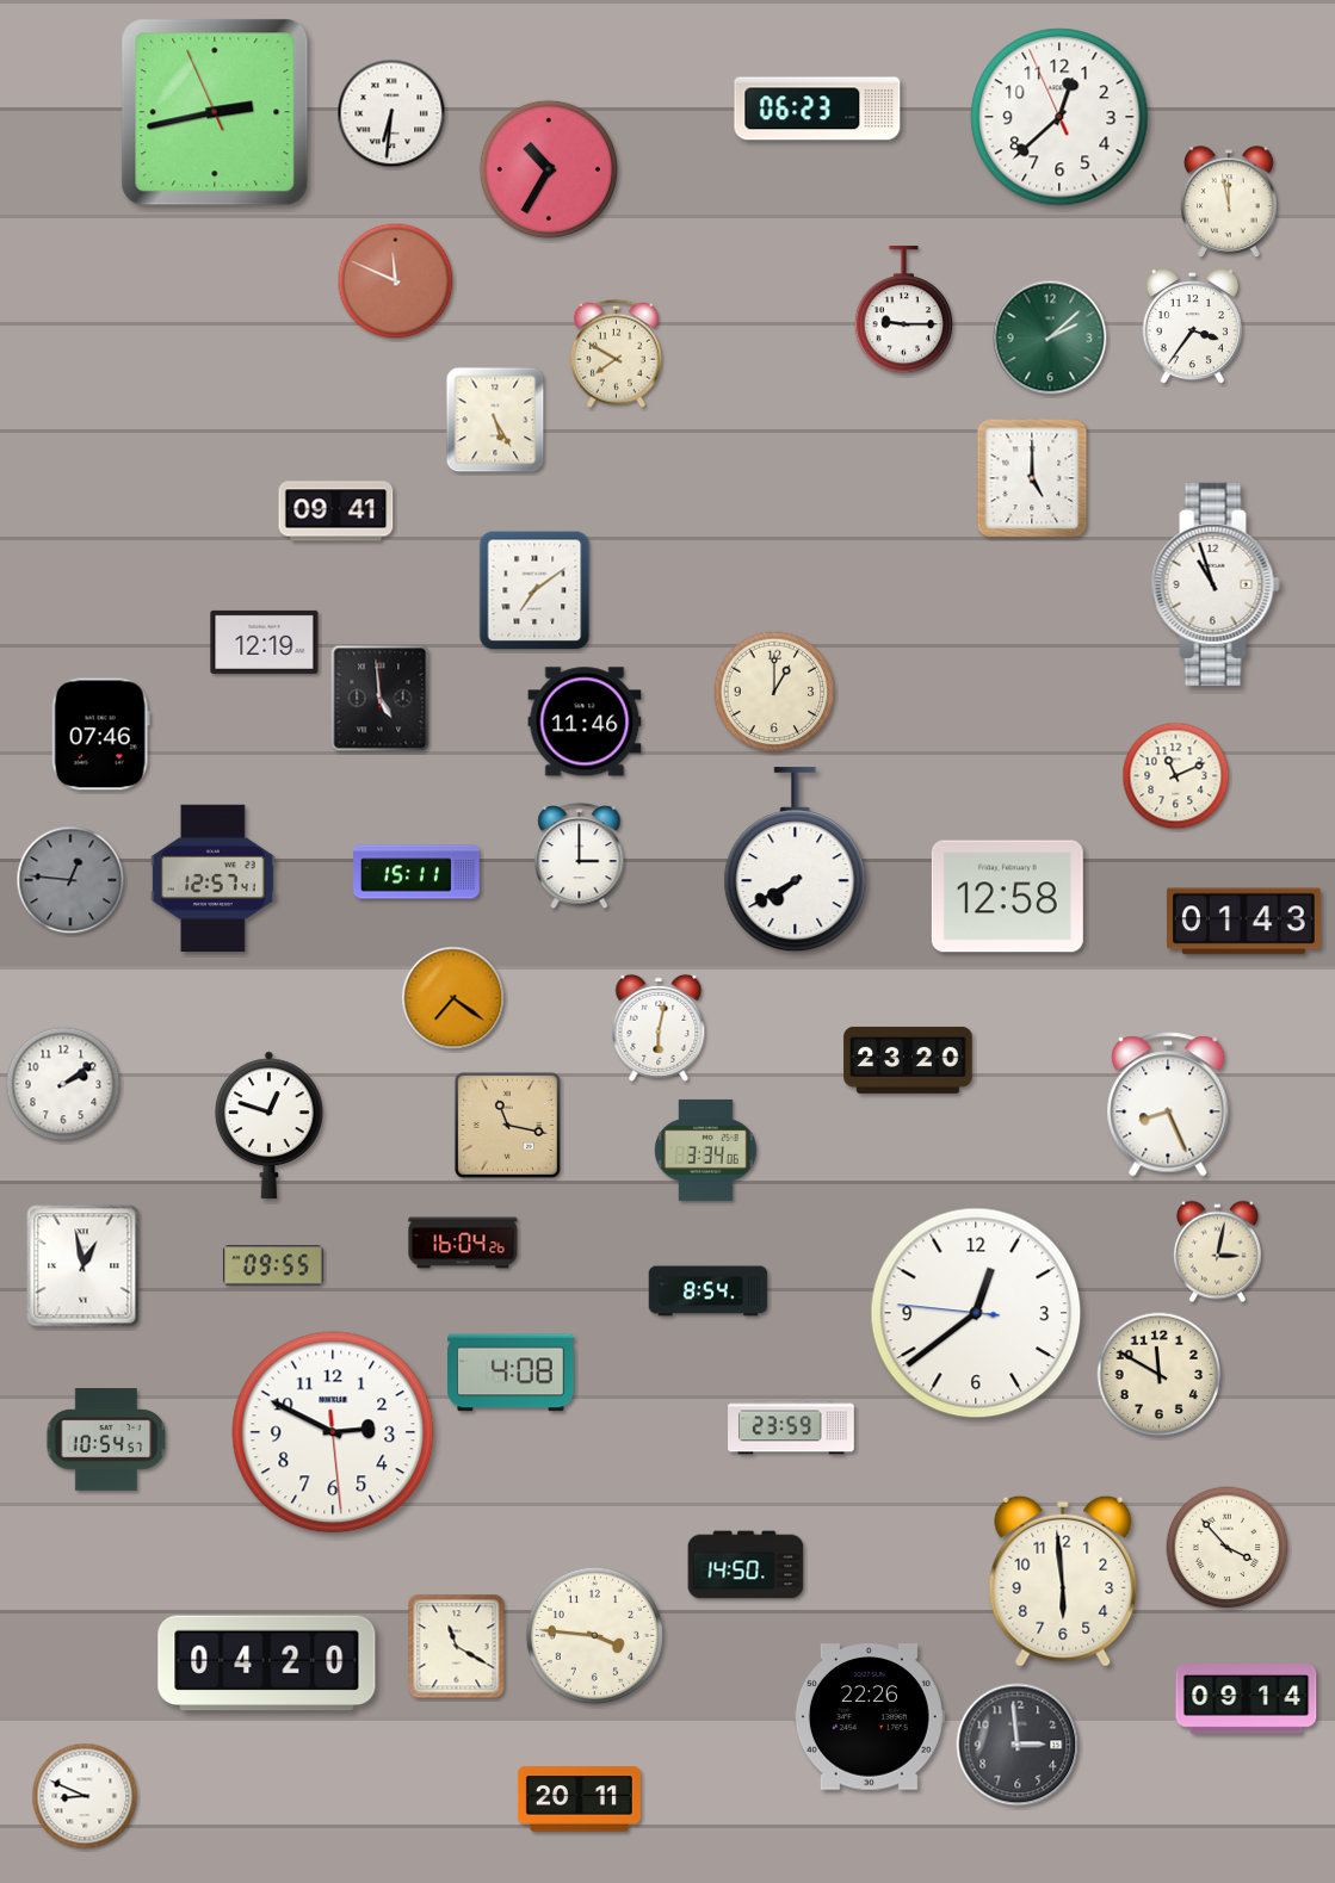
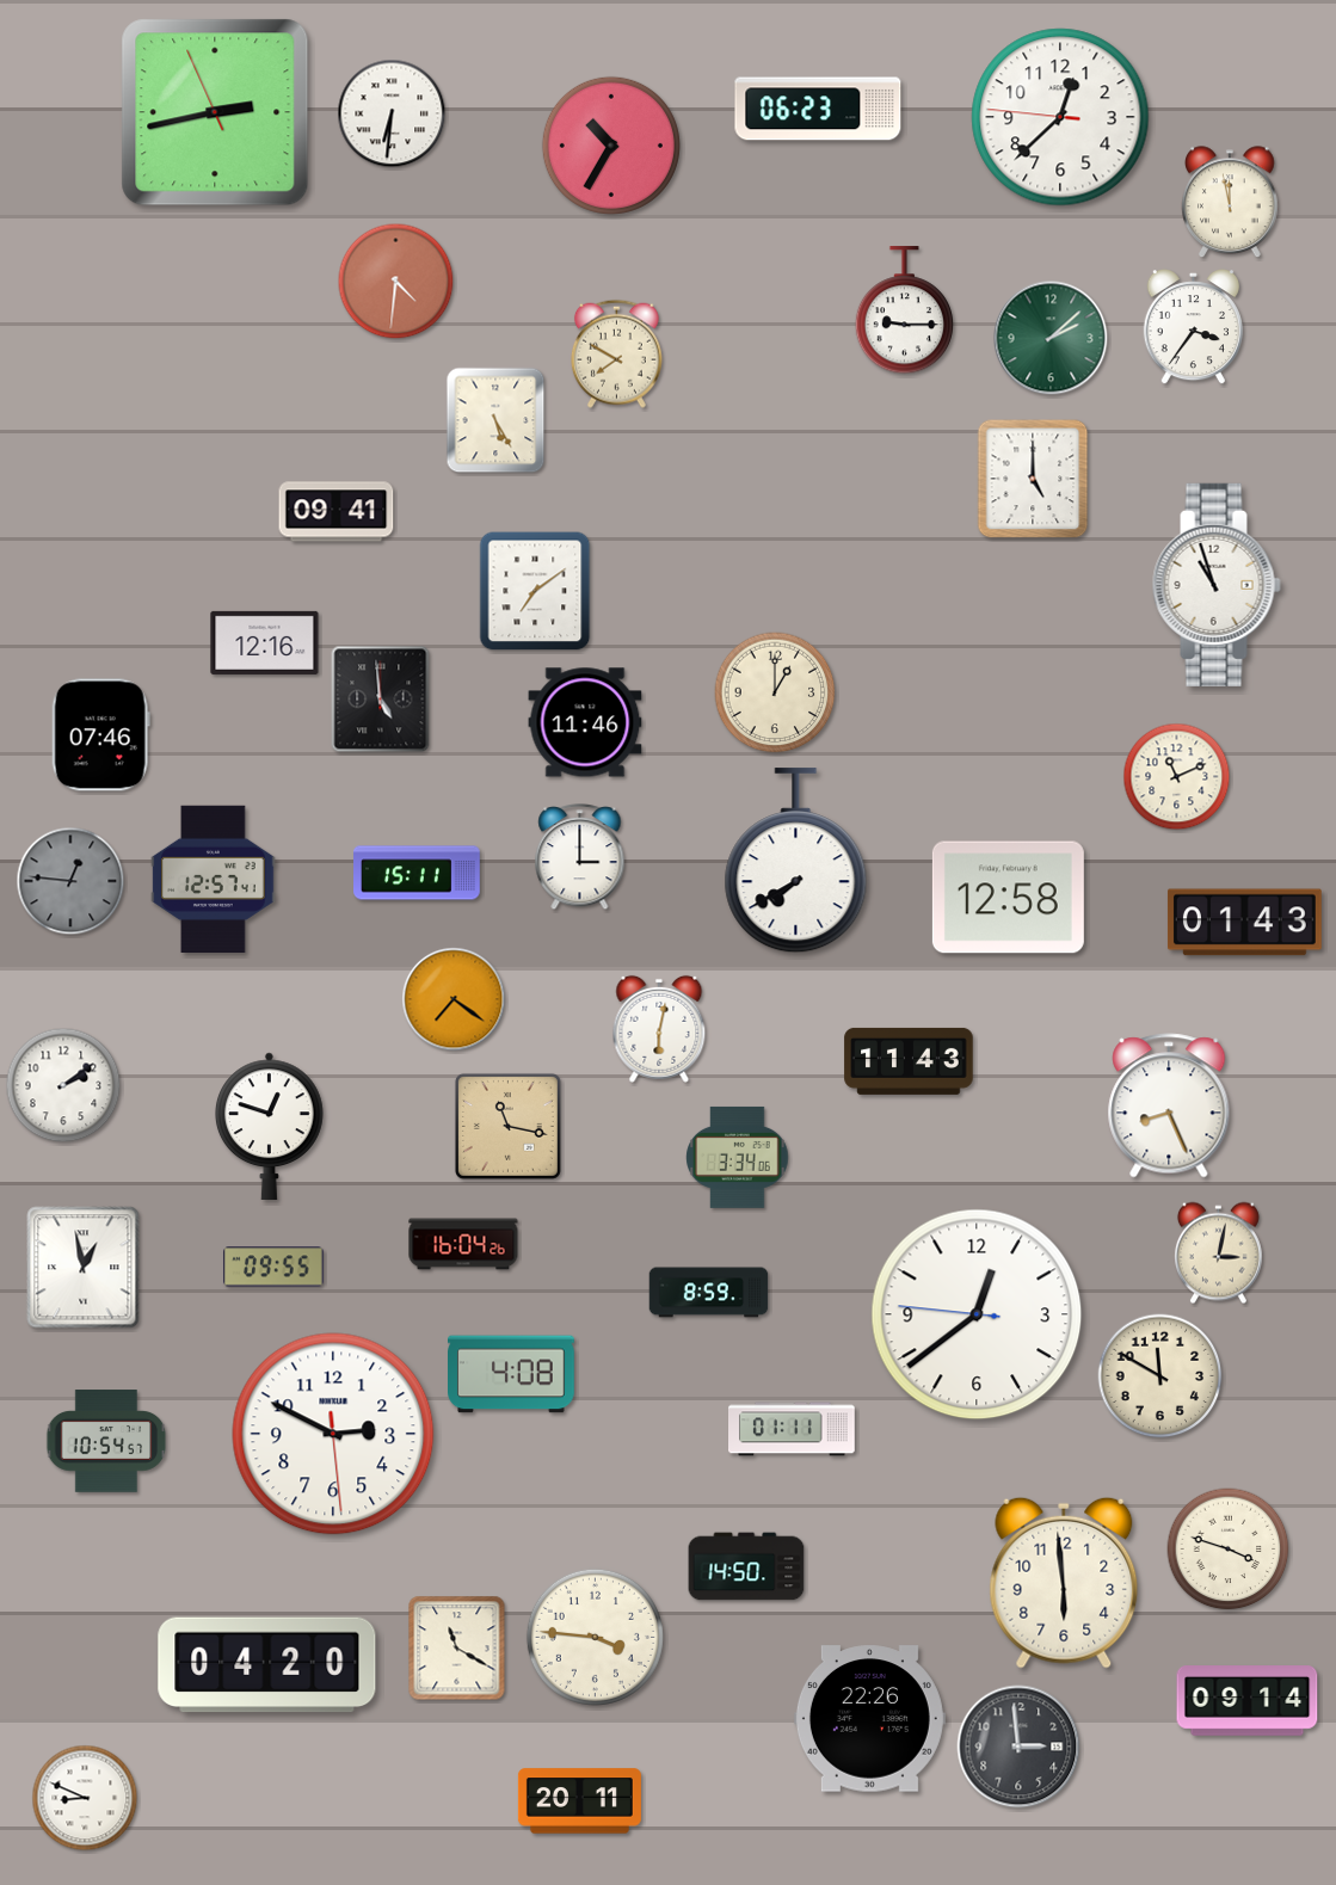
clock at (1059, 117): 12:37:56 -> 12:37:46
clock at (549, 169) position: (549, 169) -> (611, 146)
clock at (396, 281): 11:49 -> 4:31
clock at (265, 642): 12:19 -> 12:16
clock at (908, 1060): 23:20 -> 11:43
clock at (706, 1150) position: (706, 1150) -> (738, 1157)
clock at (709, 1292): 8:54 -> 8:59
clock at (792, 1427): 23:59 -> 01:11
clock at (1228, 1548): 3:53 -> 3:48
